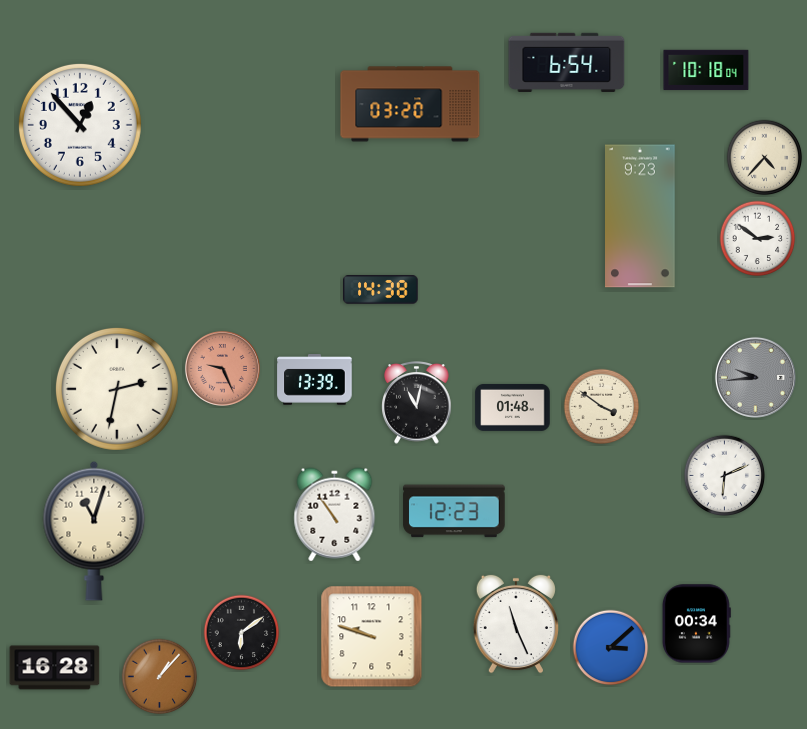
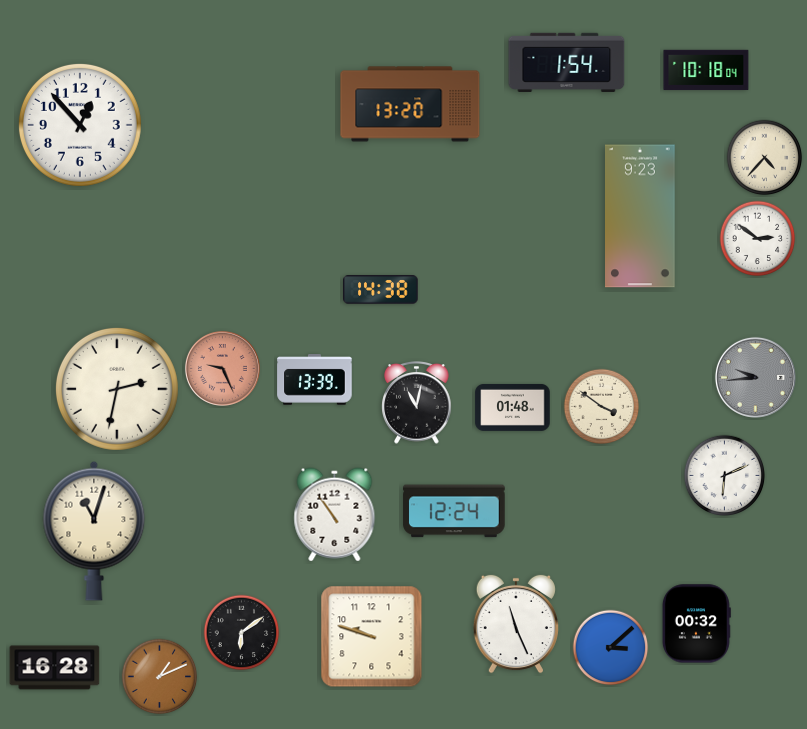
clock at (567, 62): 6:54 -> 1:54
clock at (410, 104): 03:20 -> 13:20
clock at (454, 511): 12:23 -> 12:24
clock at (696, 624): 00:34 -> 00:32
clock at (160, 677): 1:07 -> 1:11
